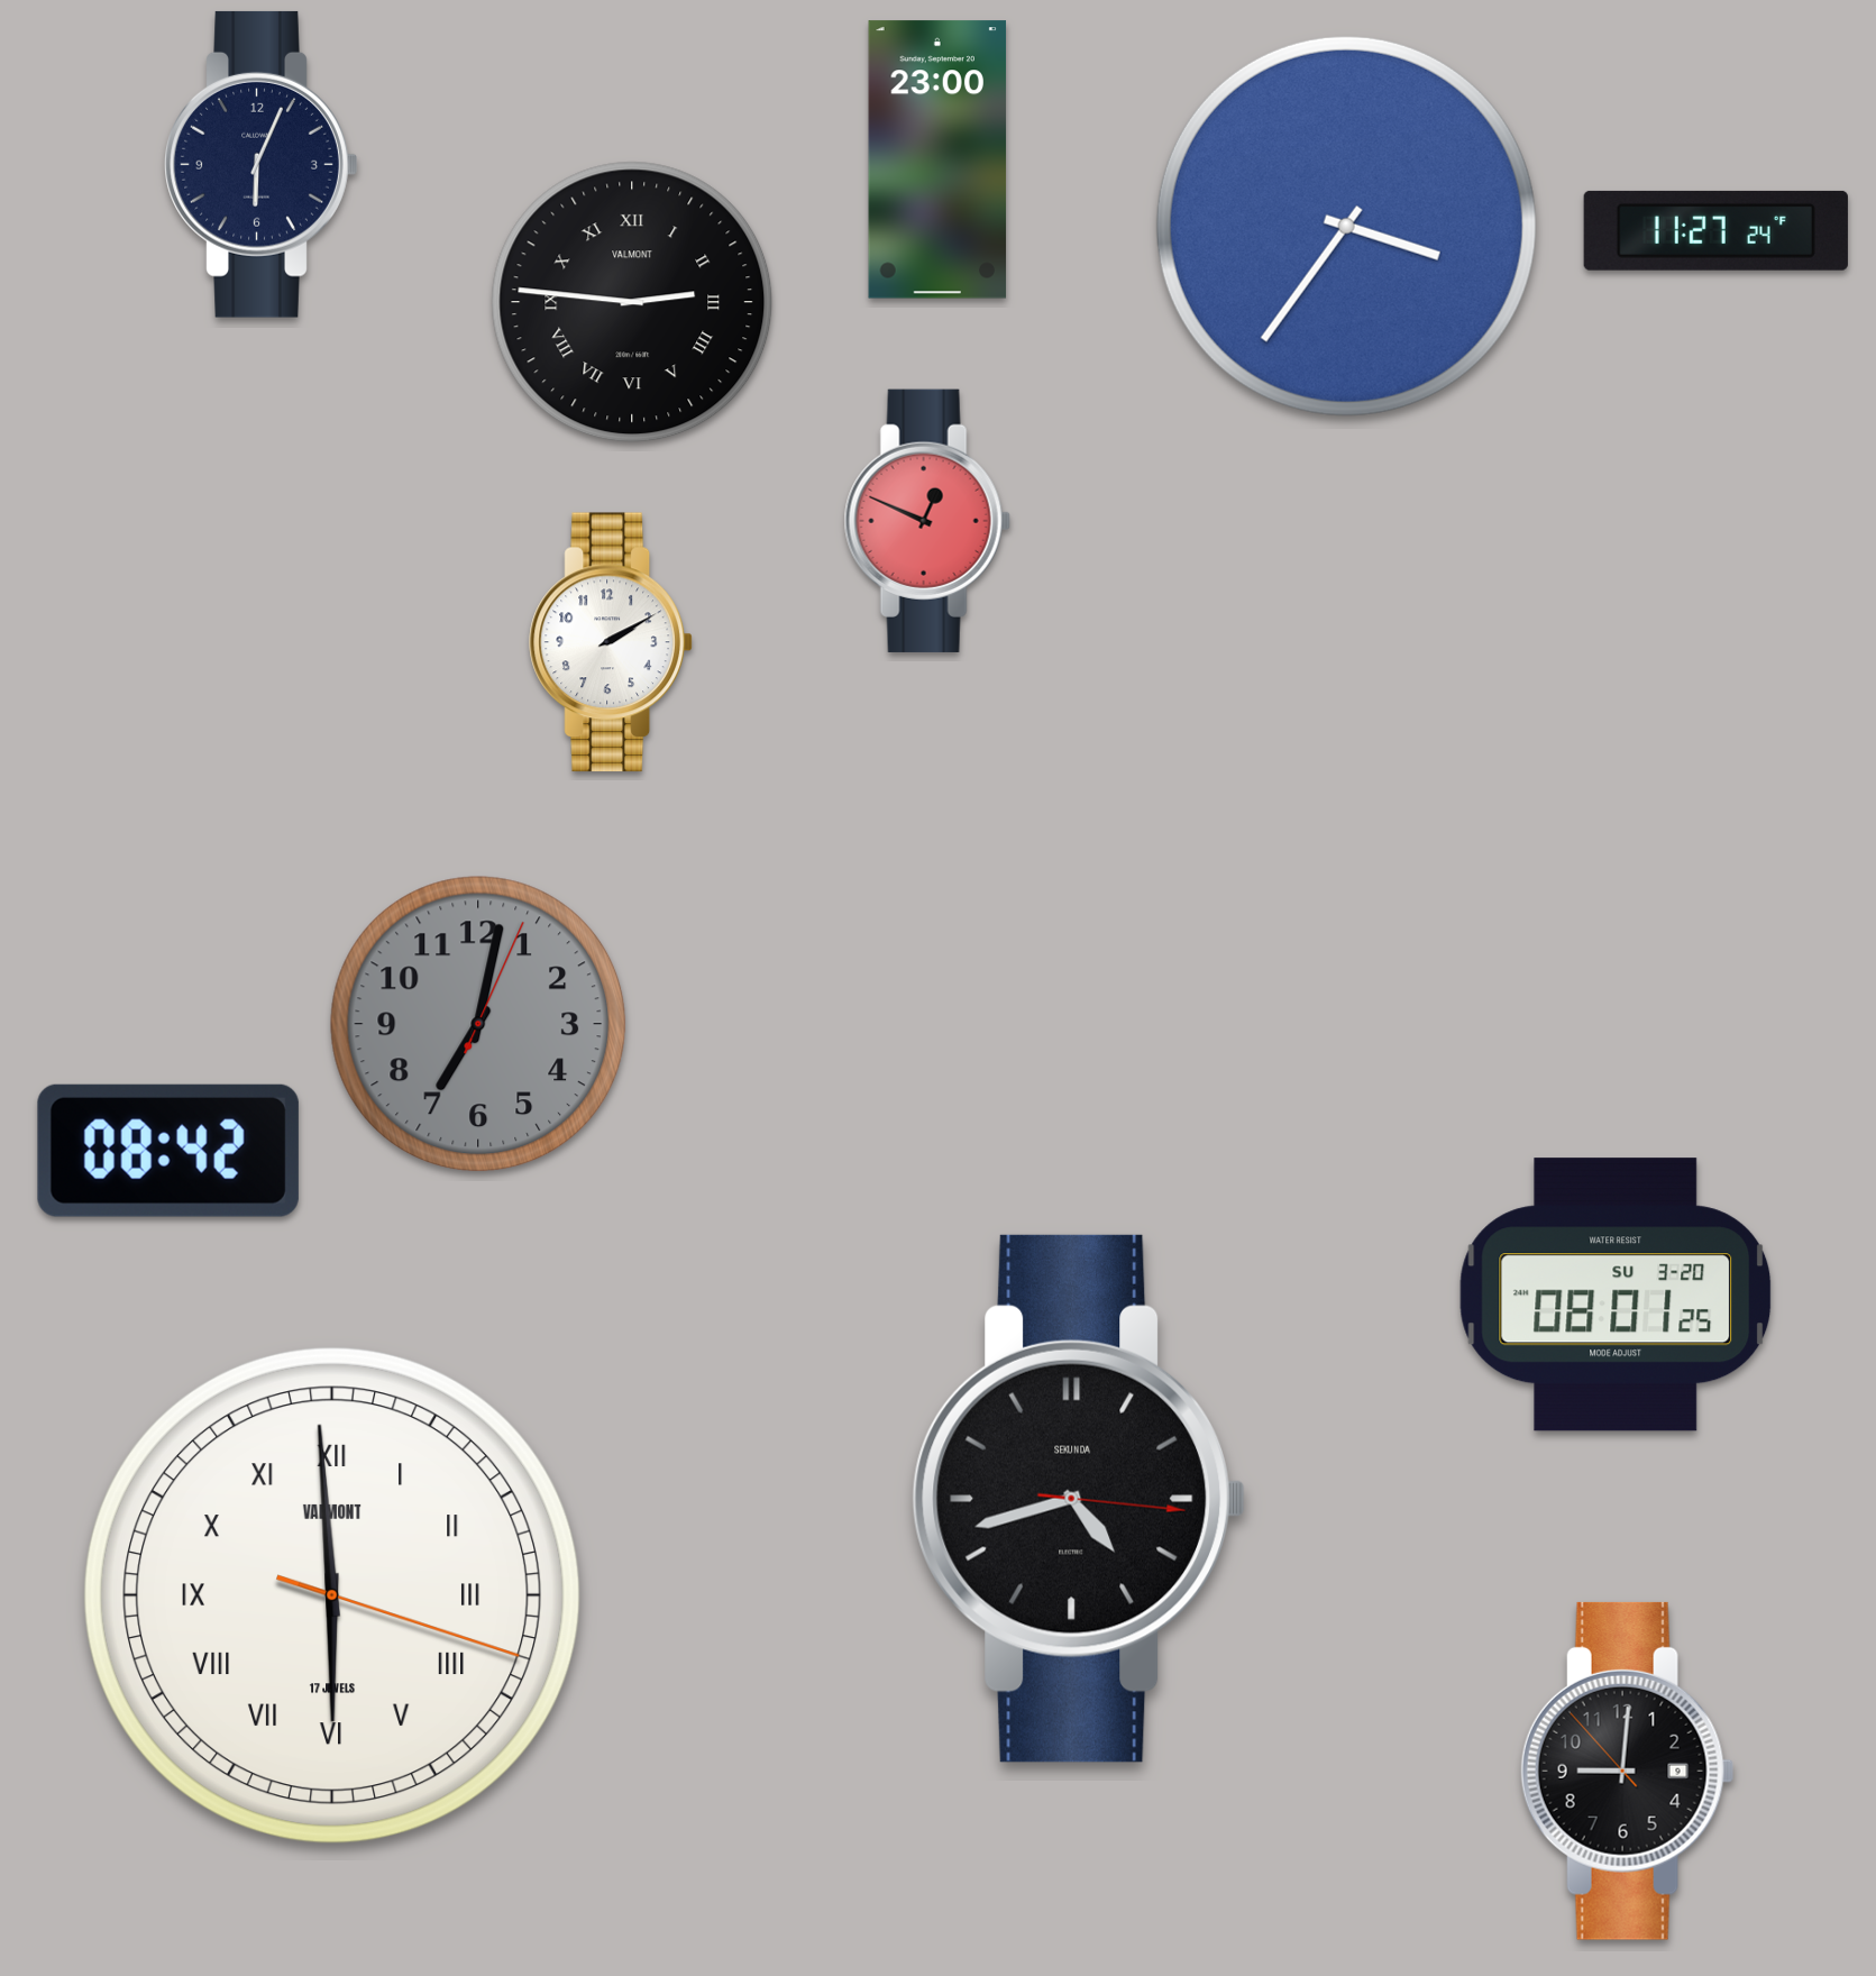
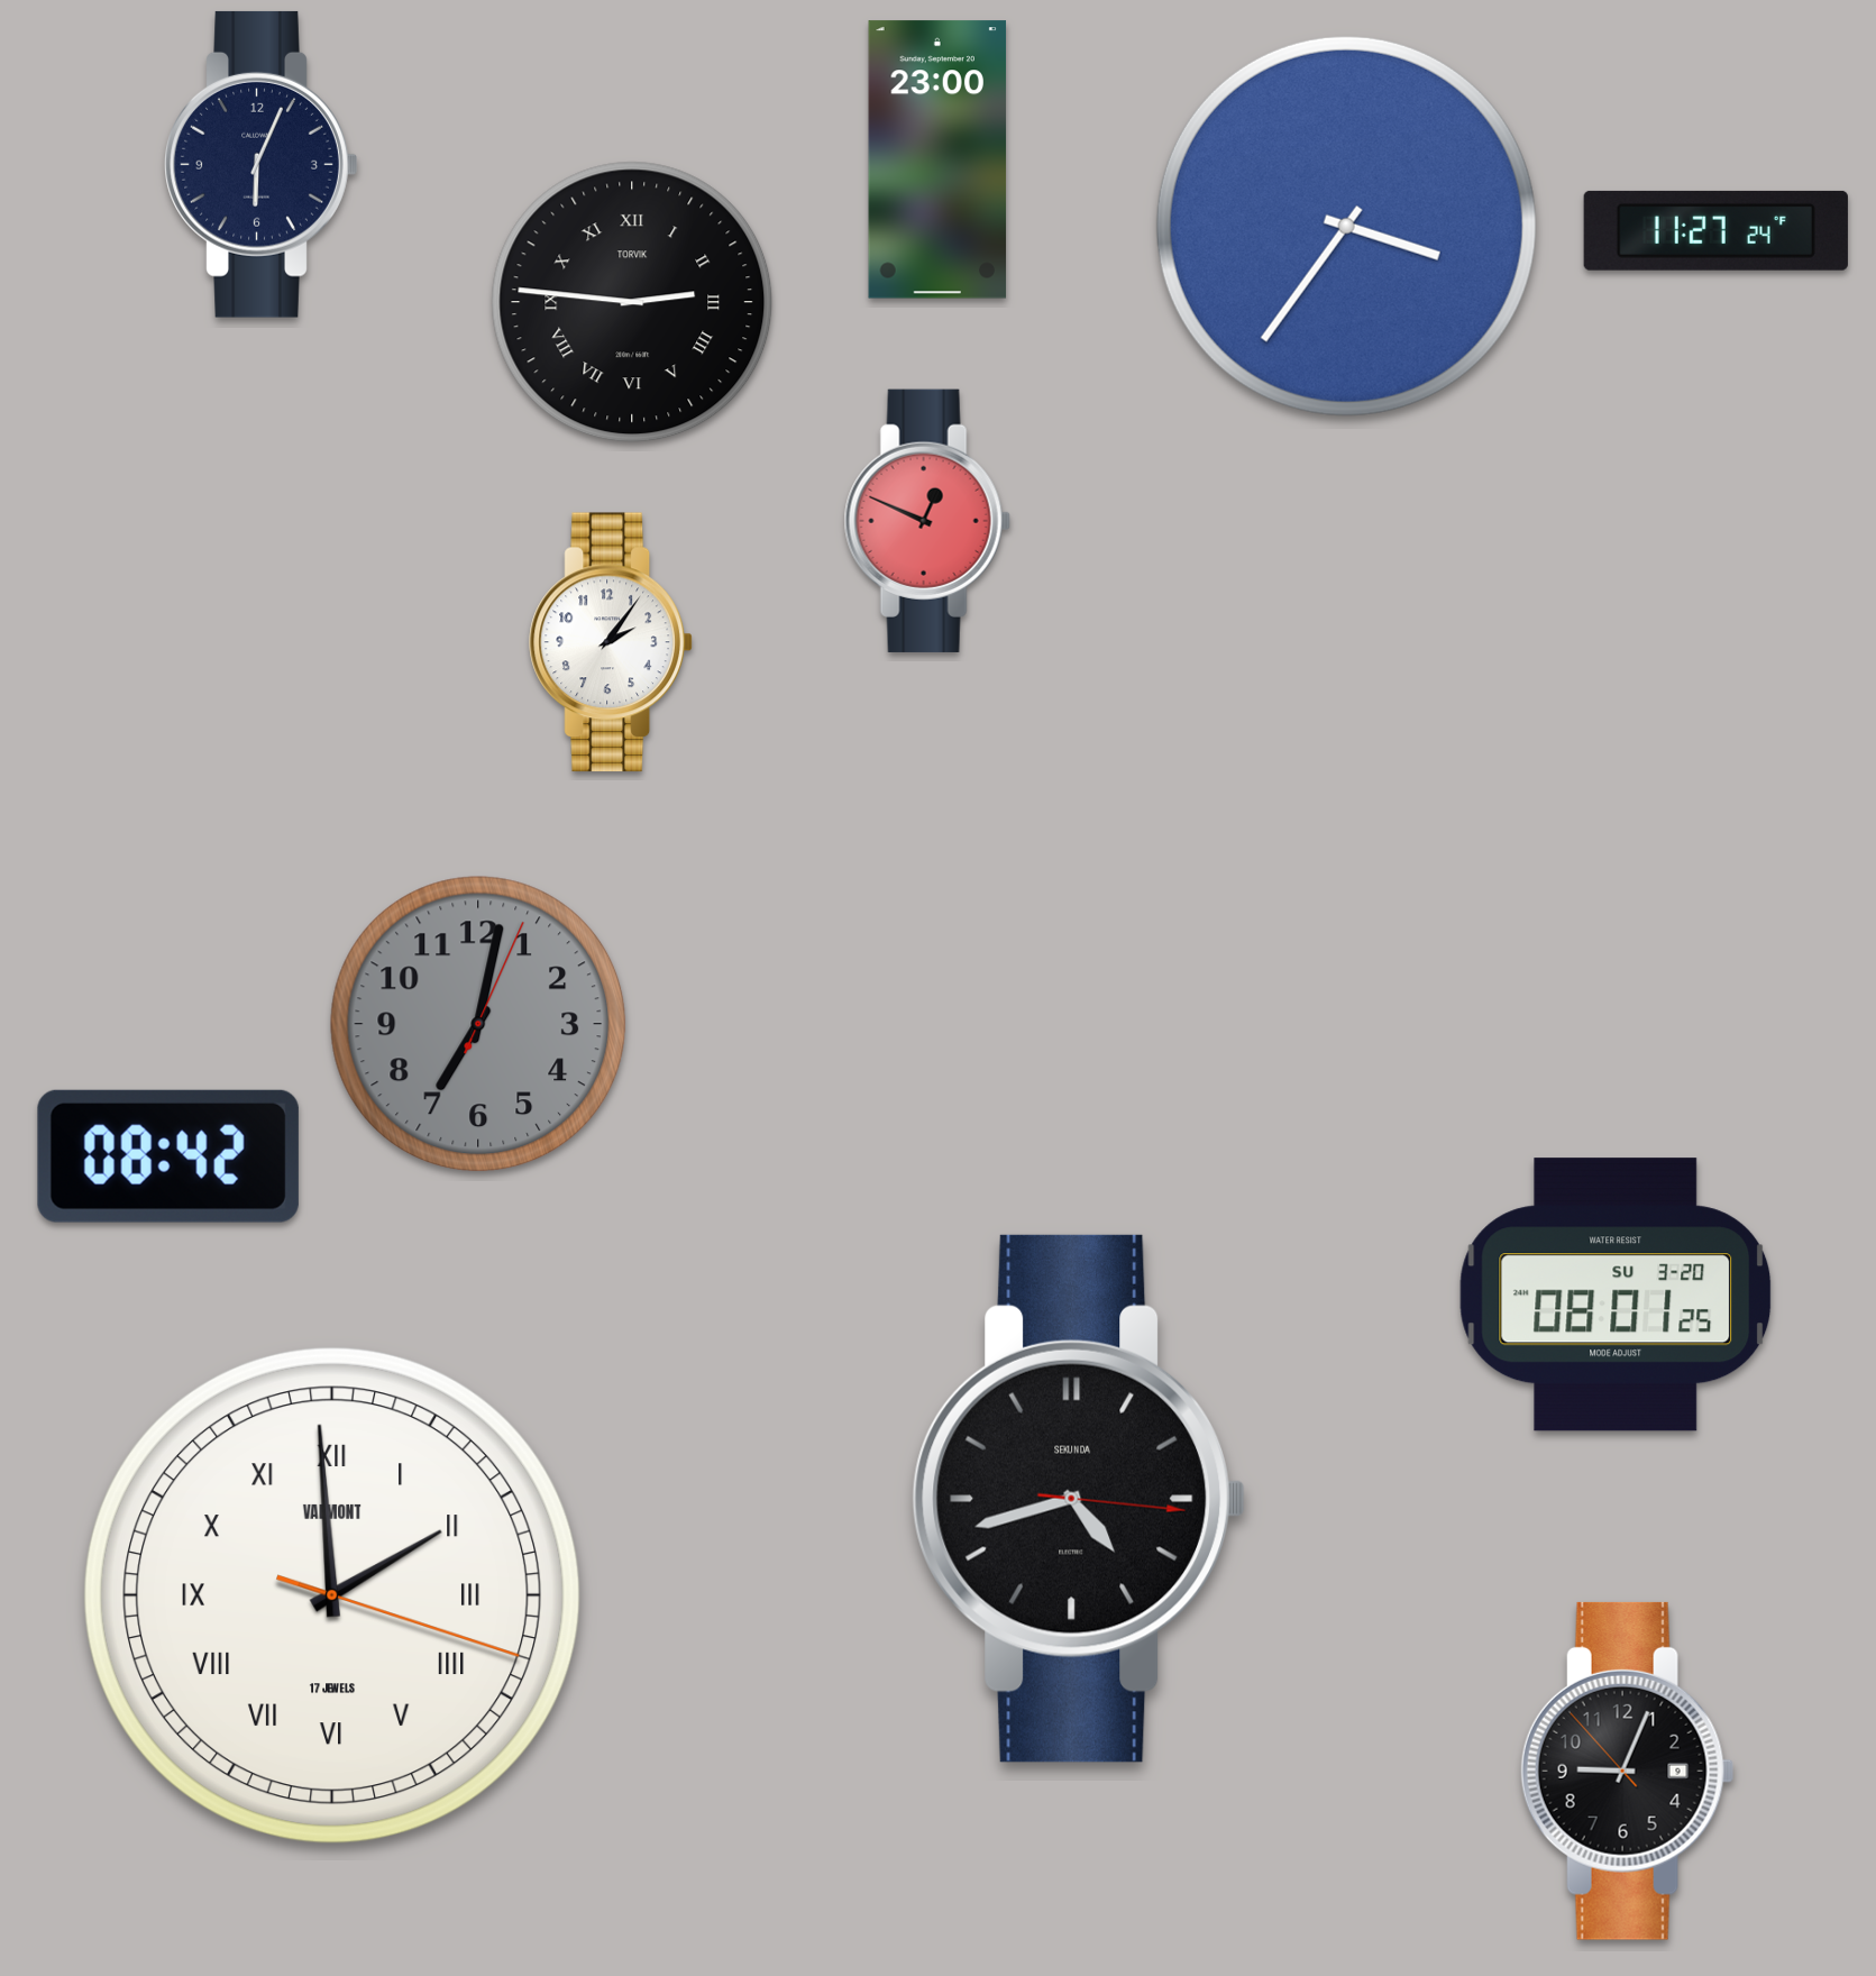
clock at (632, 302) brand: VALMONT -> TORVIK
clock at (611, 642): 2:10 -> 2:06
clock at (168, 1151) position: (168, 1151) -> (168, 1156)
clock at (332, 1595): 5:59 -> 1:59
clock at (1627, 1771): 9:00 -> 9:03
